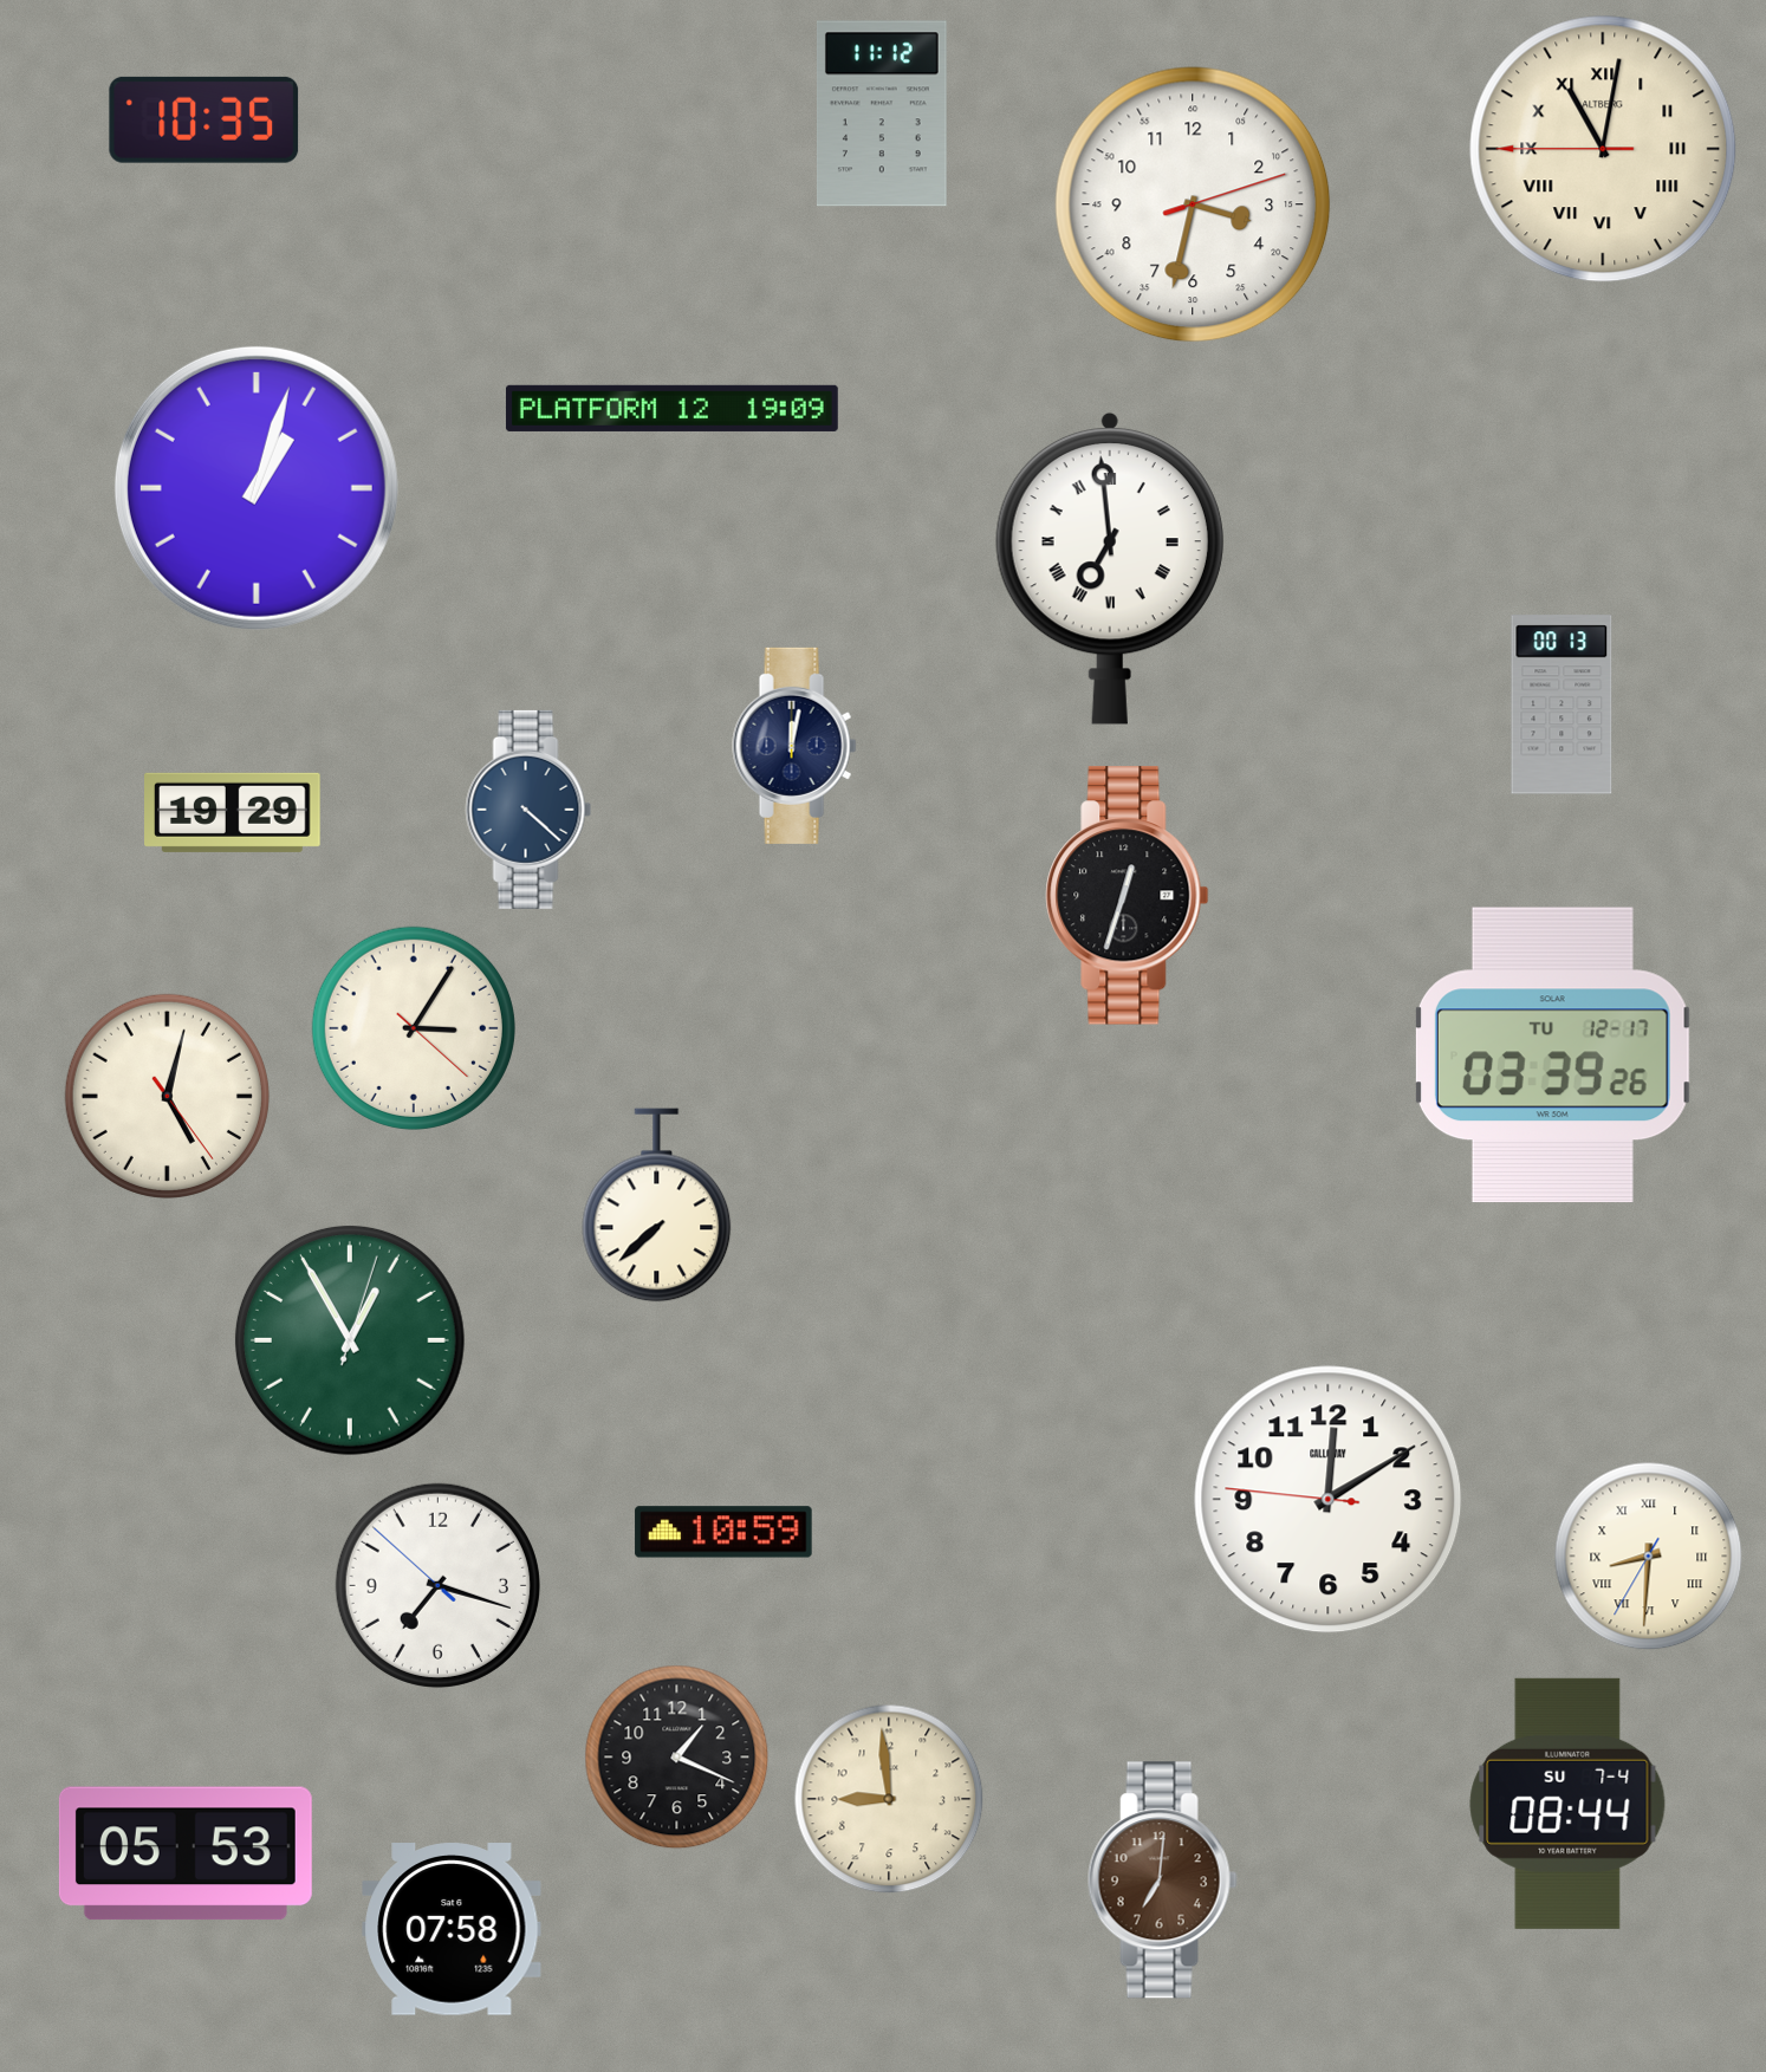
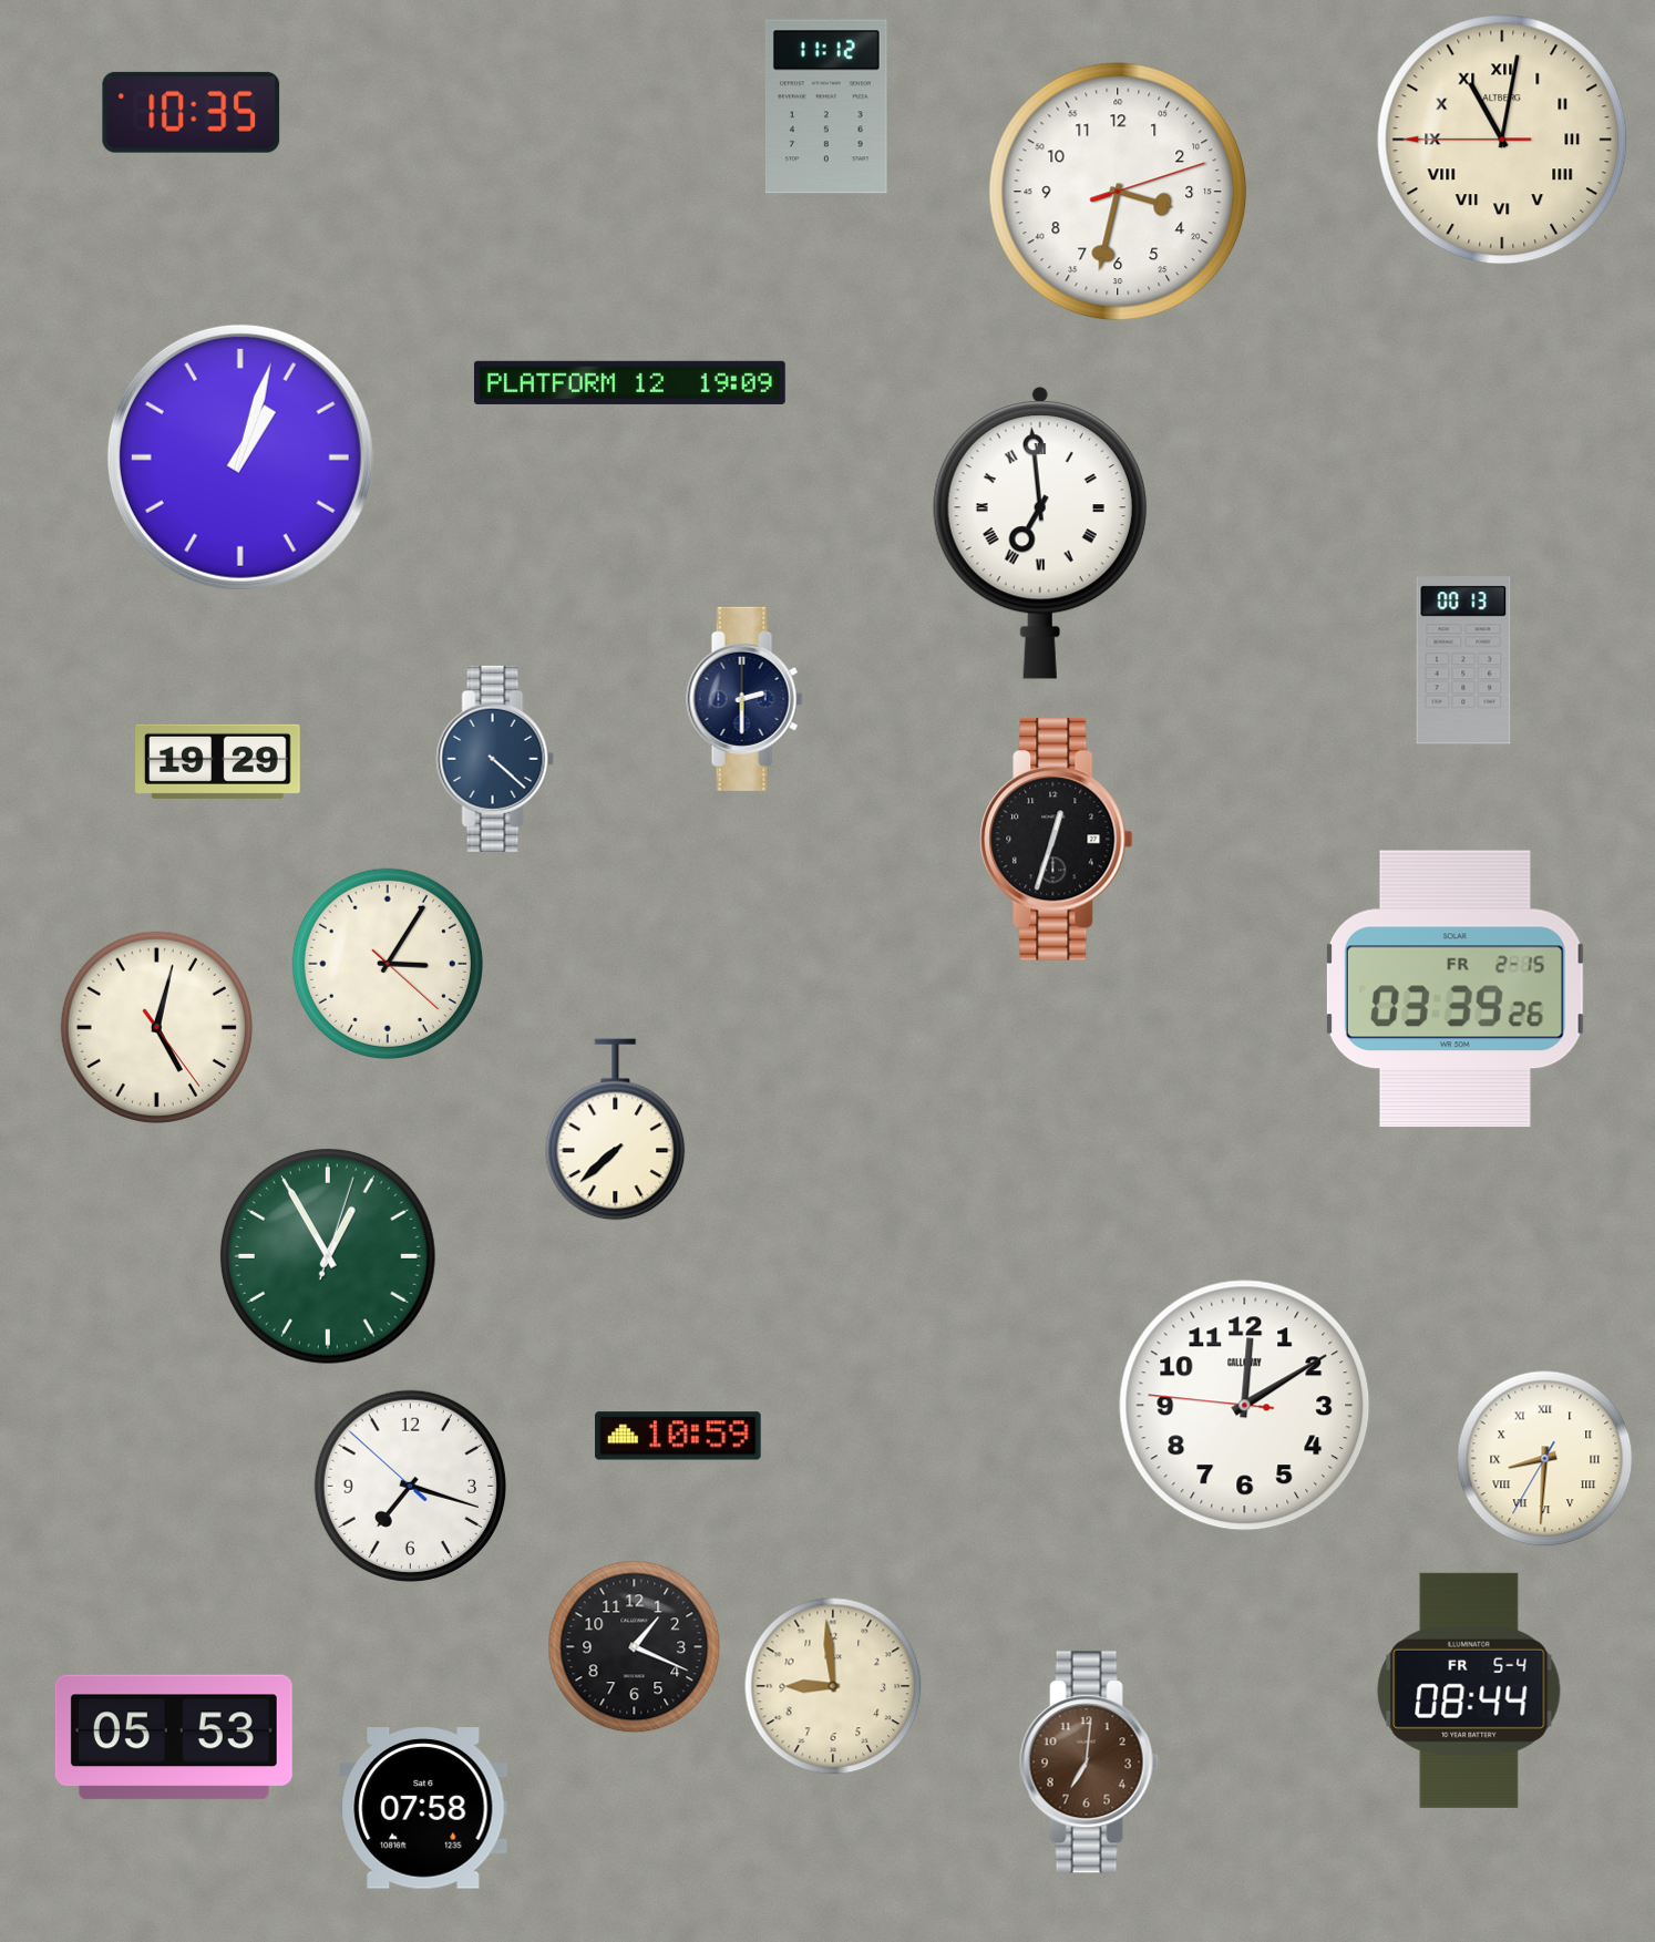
clock at (794, 746): 12:02 -> 2:30
clock at (1552, 1056) date: TU 12-17 -> FR 2-15
clock at (1567, 1804) date: SU 7-4 -> FR 5-4
